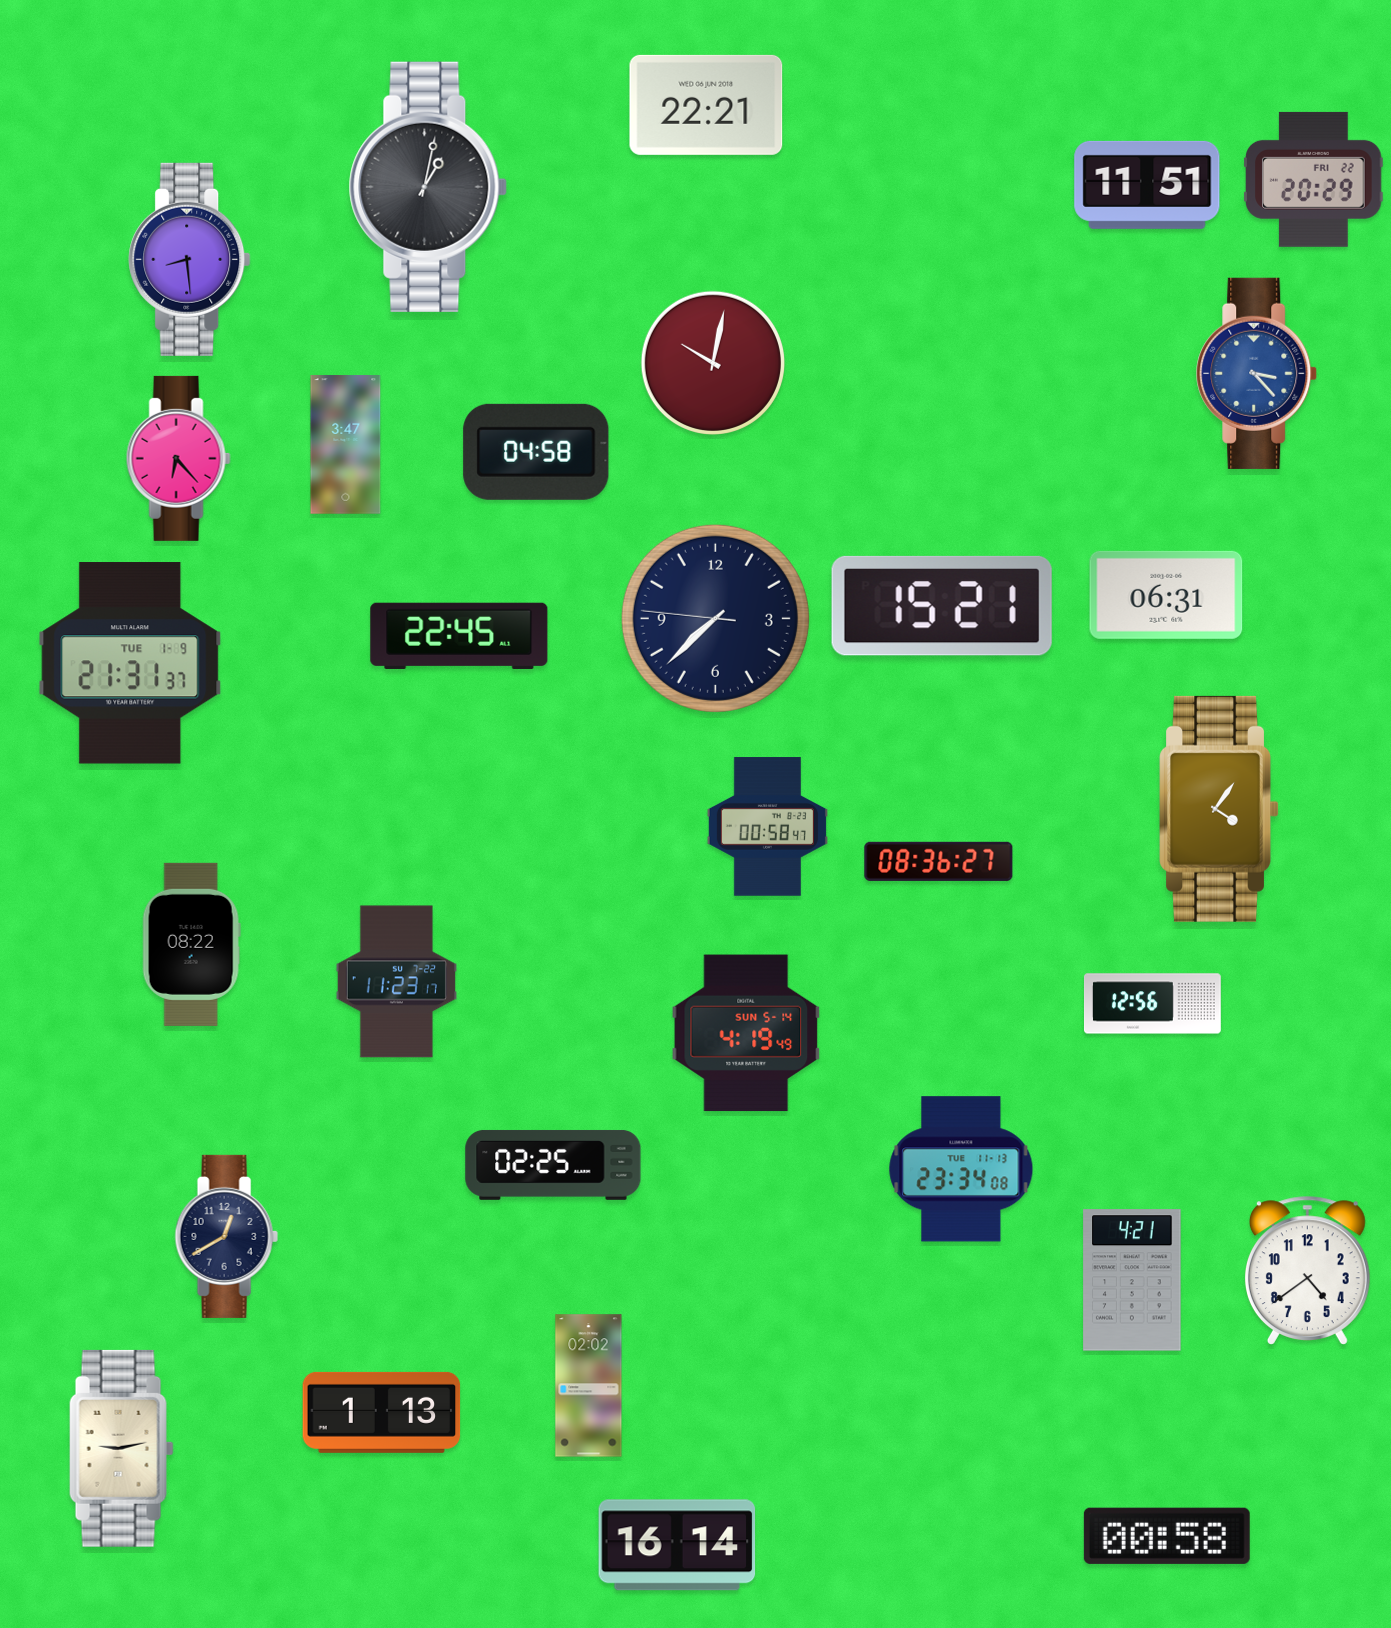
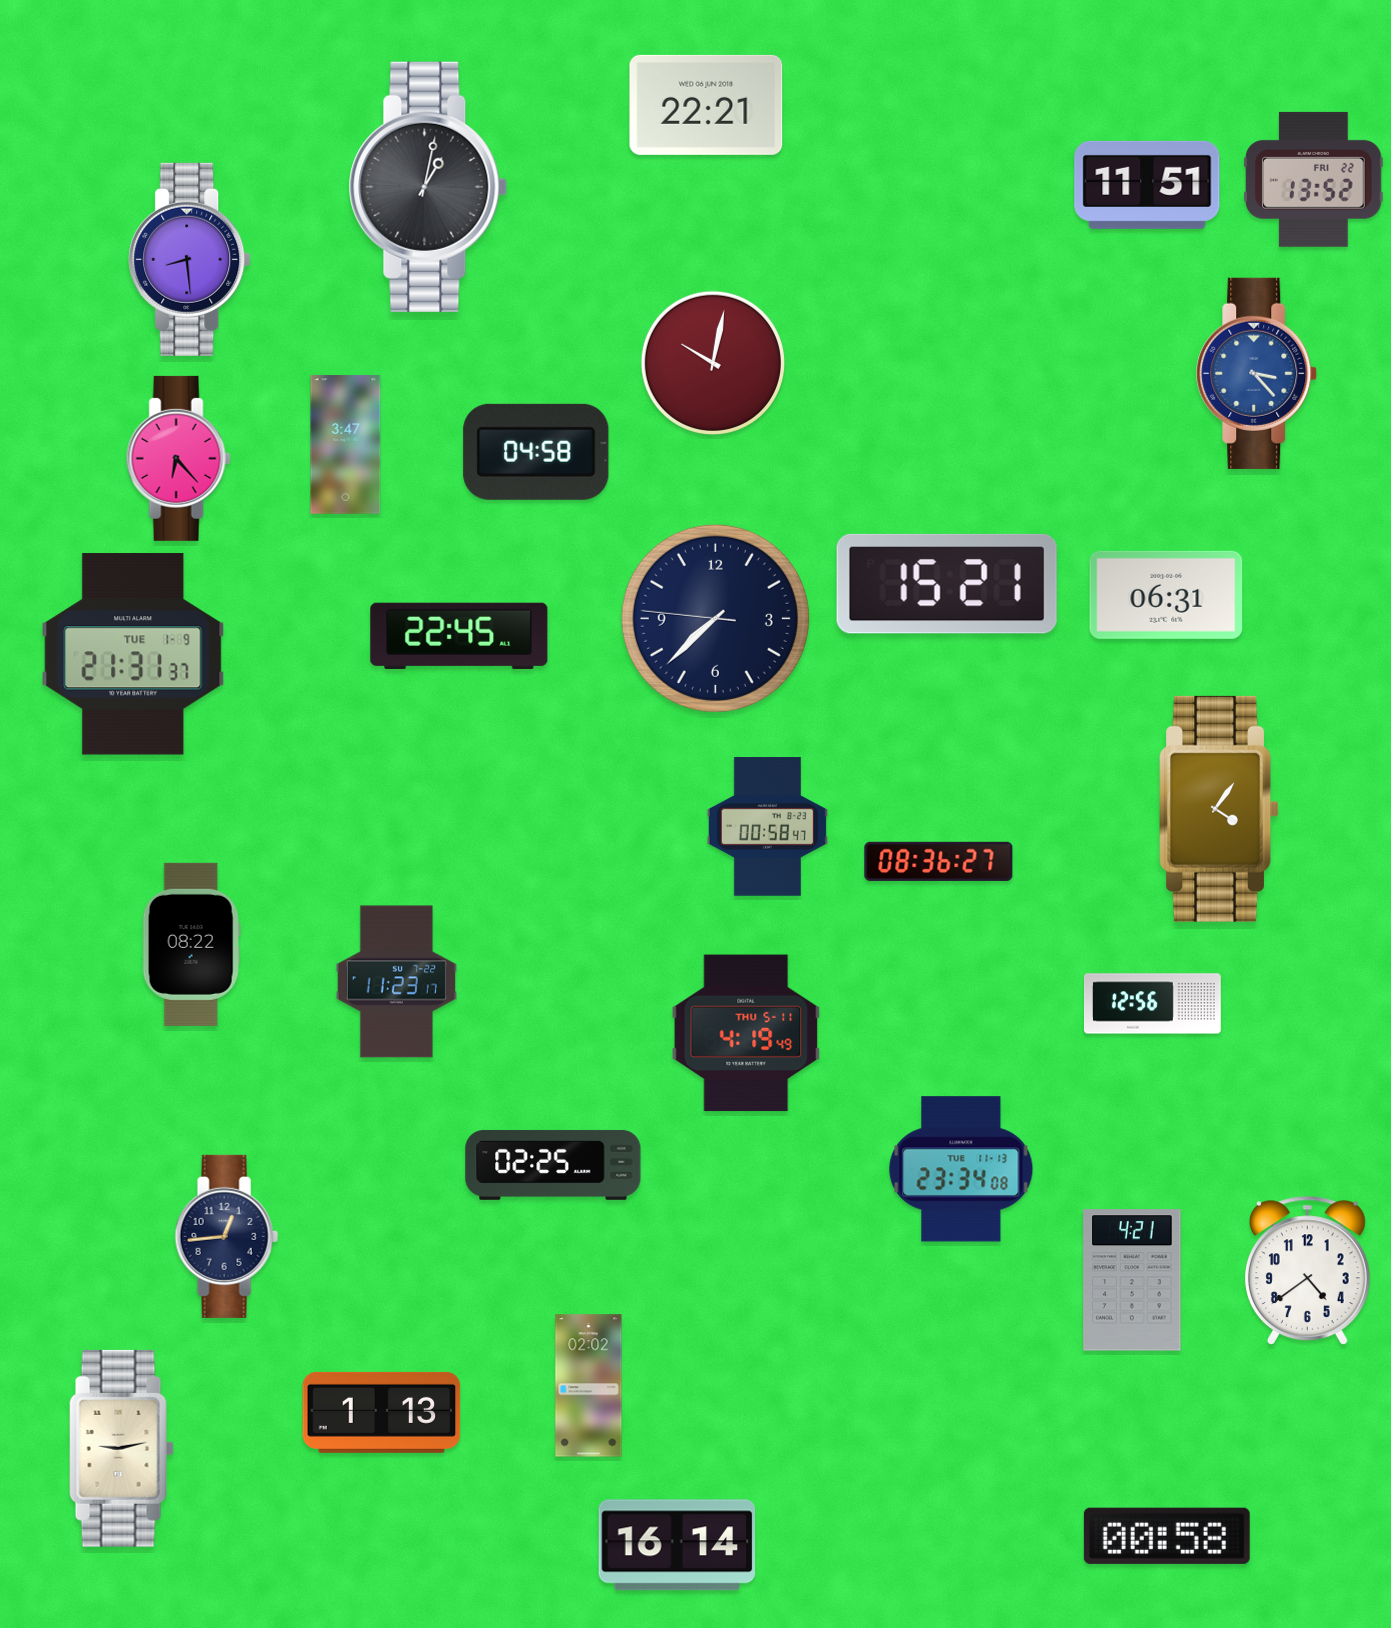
clock at (1314, 179): 20:29 -> 13:52
clock at (942, 606) position: (942, 606) -> (947, 584)
clock at (130, 663) position: (130, 663) -> (133, 654)
clock at (746, 1033) date: SUN 5-14 -> THU 5-11
clock at (226, 1236): 12:40 -> 12:44
